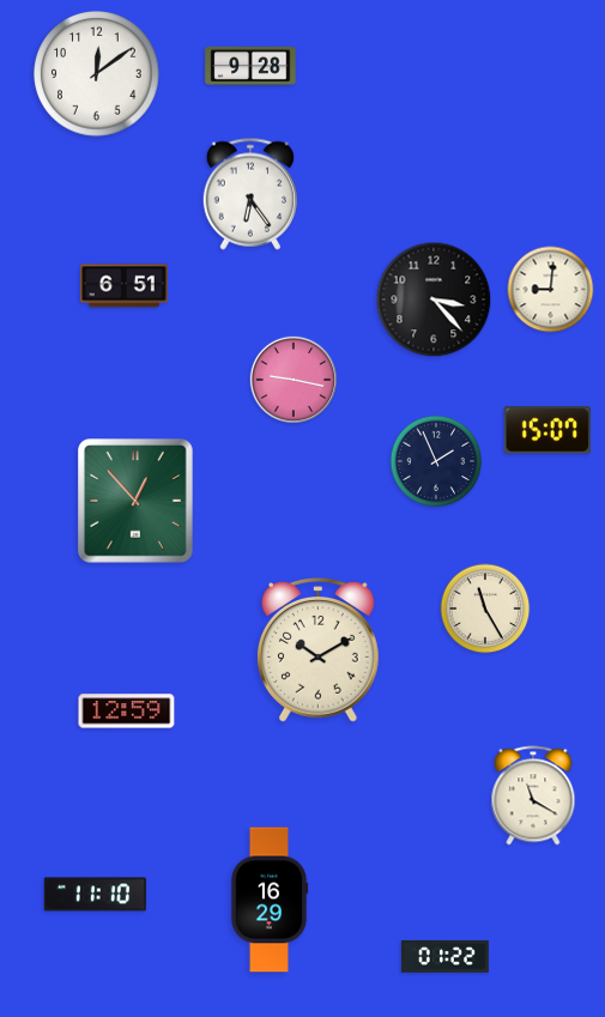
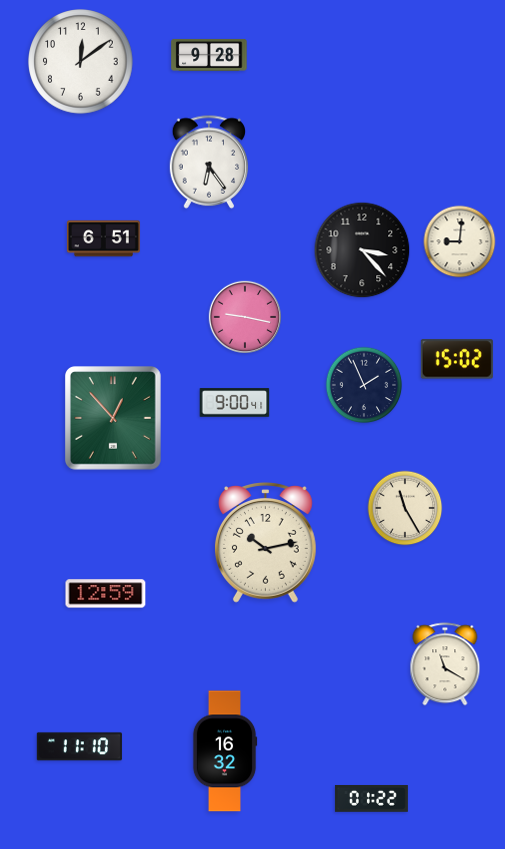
clock at (547, 430): 15:07 -> 15:02
clock at (235, 403): none -> 9:00
clock at (317, 650): 10:10 -> 10:13
clock at (270, 900): 16:29 -> 16:32
